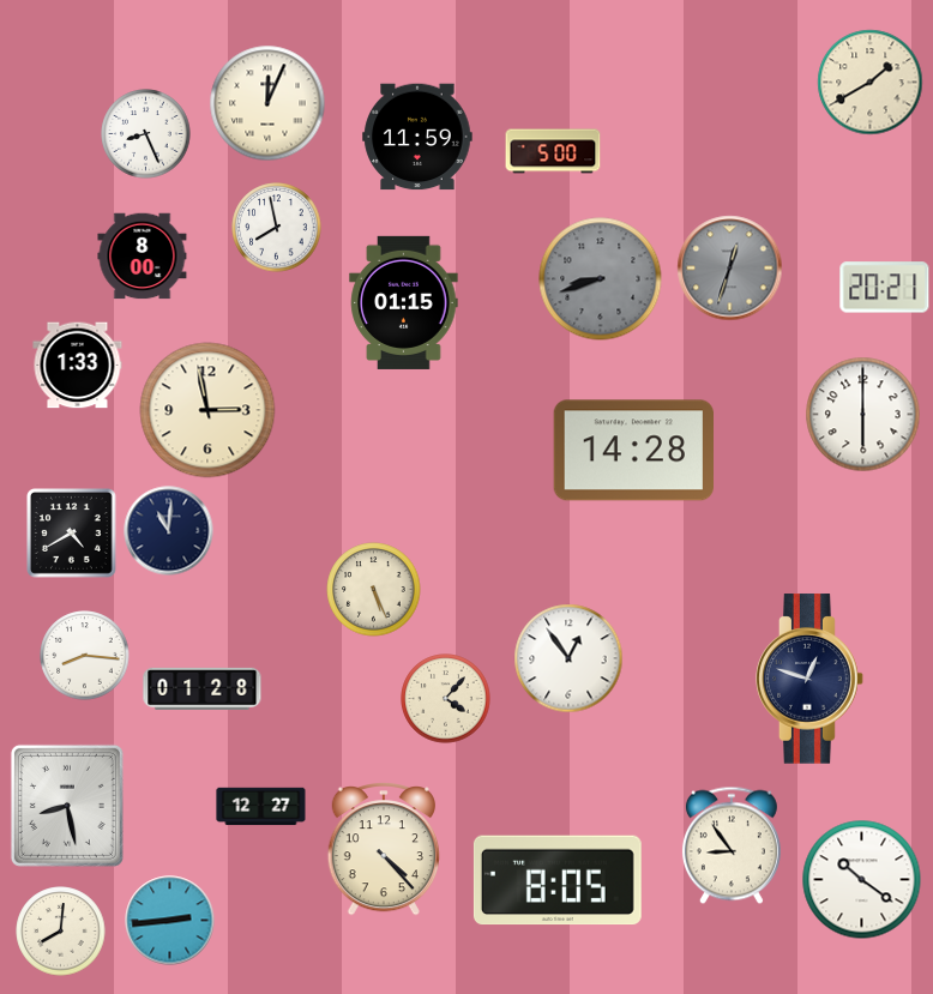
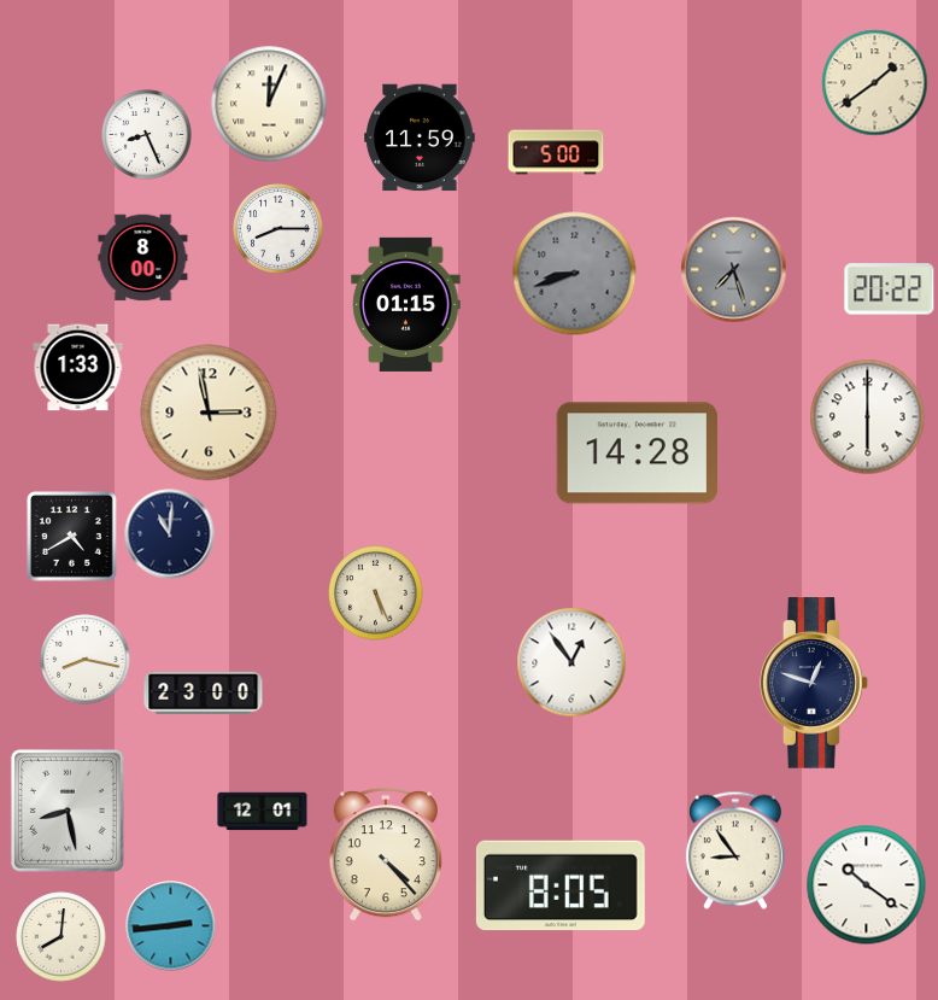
clock at (871, 83): 1:40 -> 1:39
clock at (277, 228): 7:58 -> 8:15
clock at (730, 269): 12:33 -> 7:27
clock at (601, 279) position: (601, 279) -> (575, 274)
clock at (885, 288): 20:21 -> 20:22
clock at (85, 656): 8:16 -> 8:17
clock at (203, 688): 01:28 -> 23:00
clock at (446, 699): 4:07 -> none
clock at (261, 807): 12:27 -> 12:01
